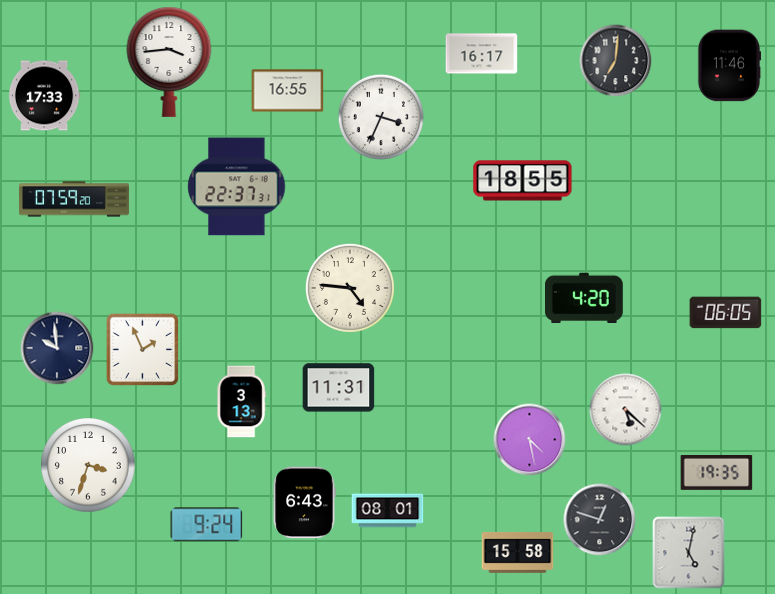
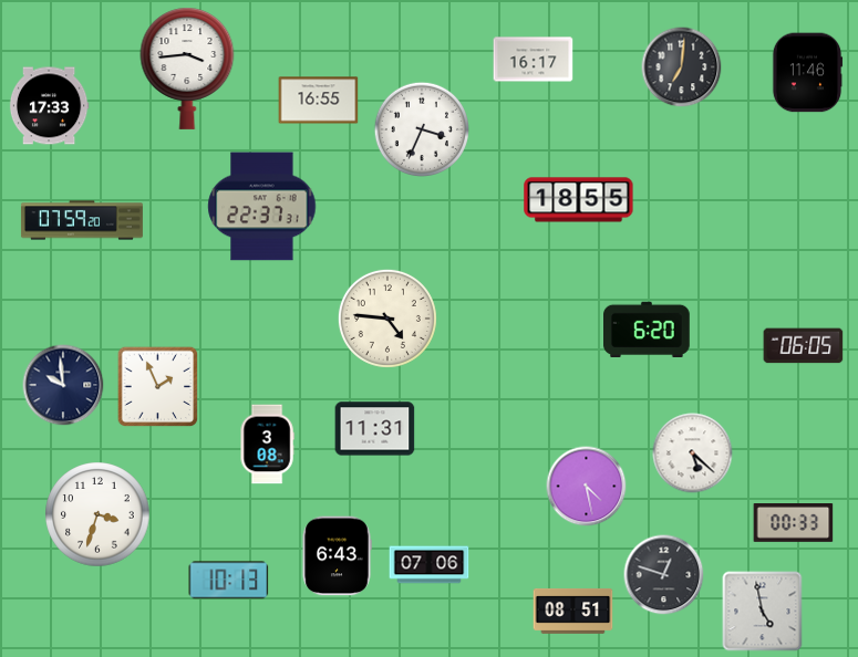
clock at (585, 297): 4:20 -> 6:20
clock at (241, 402): 3:13 -> 3:08
clock at (717, 473): 19:35 -> 00:33
clock at (388, 511): 08:01 -> 07:06
clock at (207, 525): 9:24 -> 10:13
clock at (518, 553): 15:58 -> 08:51
clock at (689, 553): 5:02 -> 4:58
